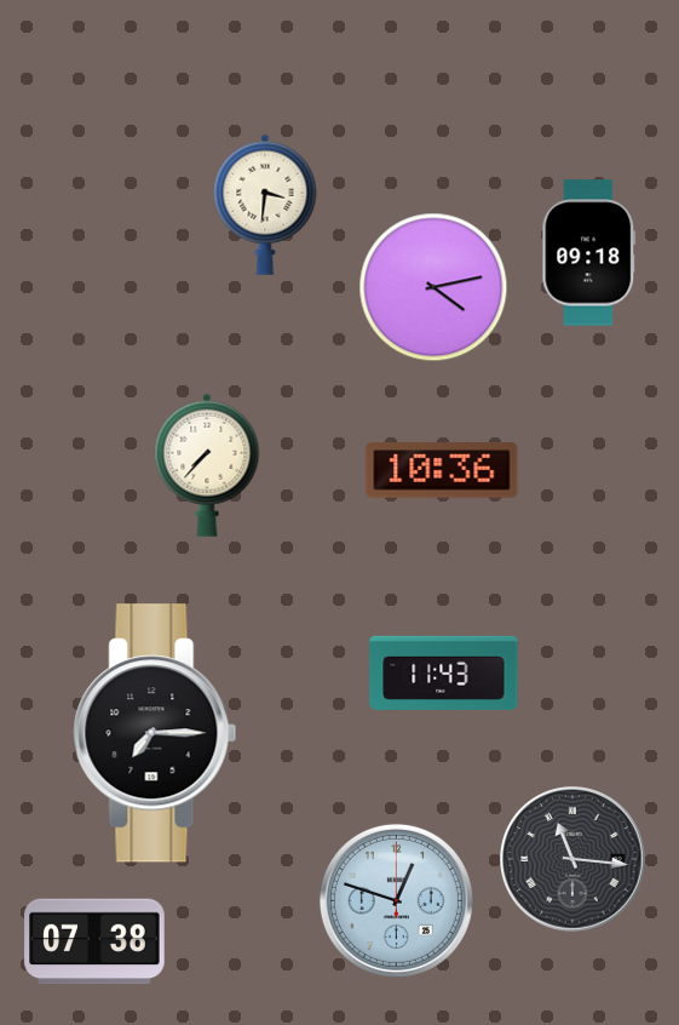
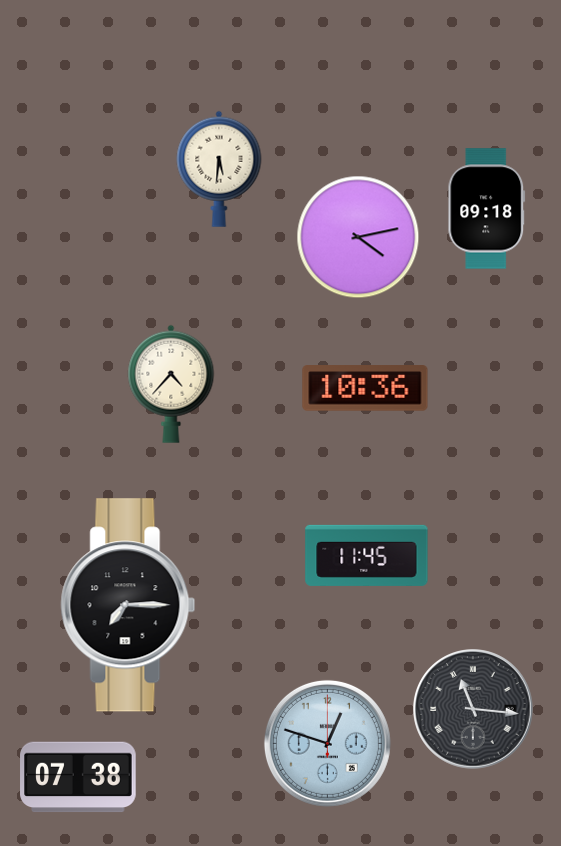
clock at (265, 205): 3:31 -> 5:31
clock at (207, 465): 7:37 -> 4:37
clock at (444, 672): 11:43 -> 11:45
